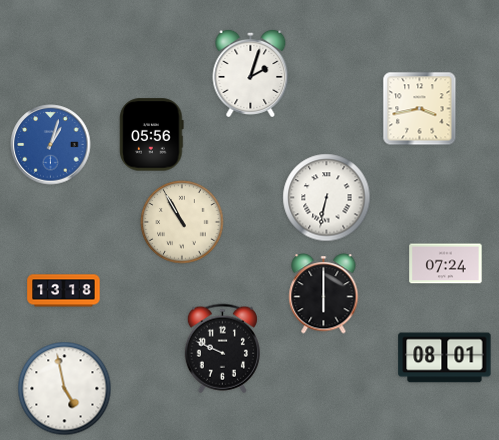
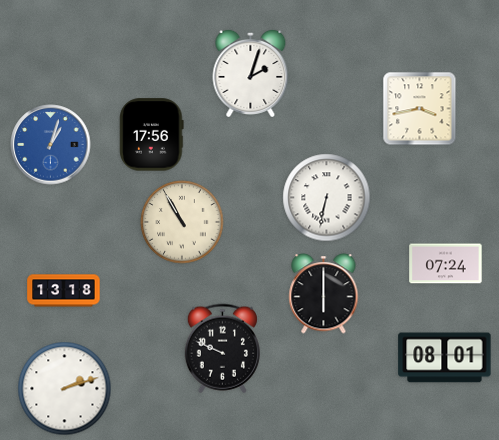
clock at (152, 135): 05:56 -> 17:56
clock at (65, 389): 4:58 -> 2:12
